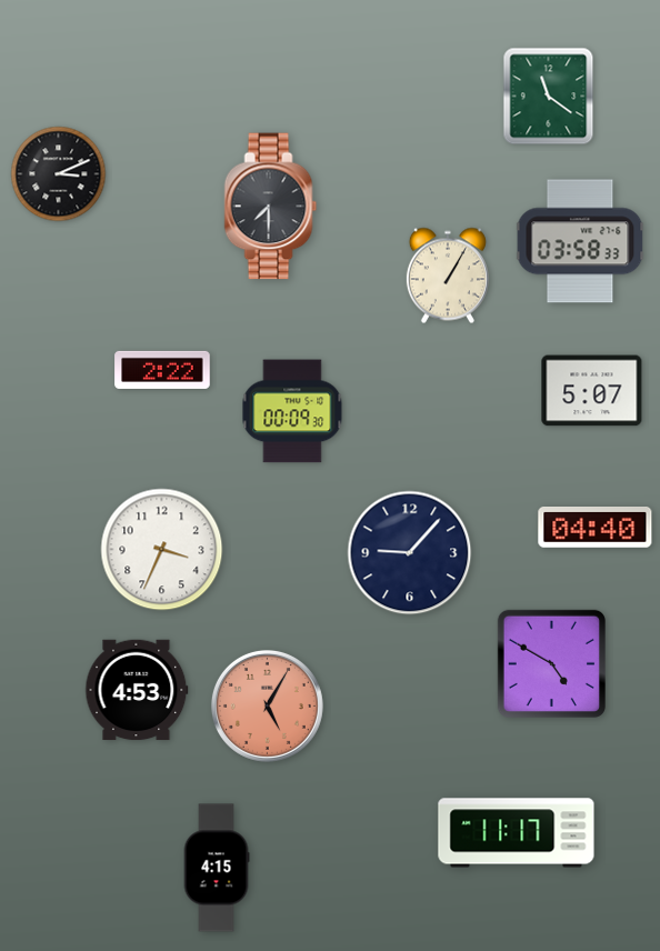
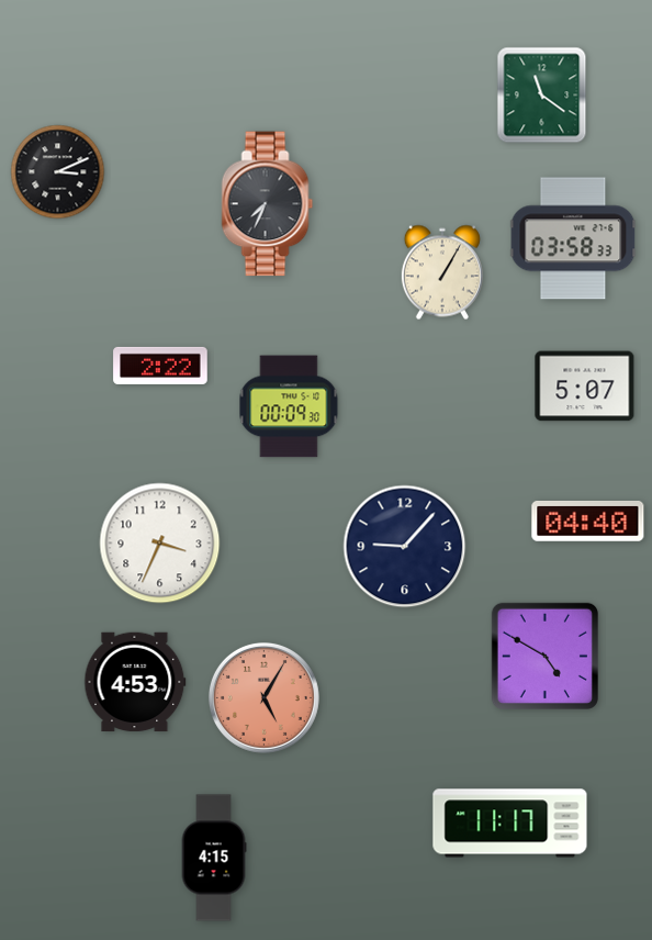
clock at (271, 207): 7:30 -> 7:34
